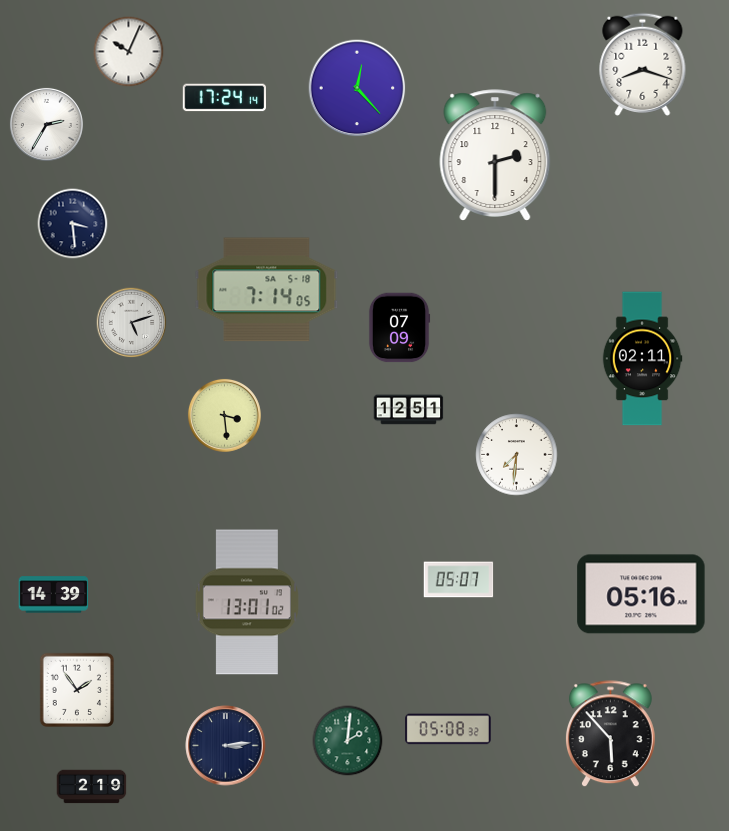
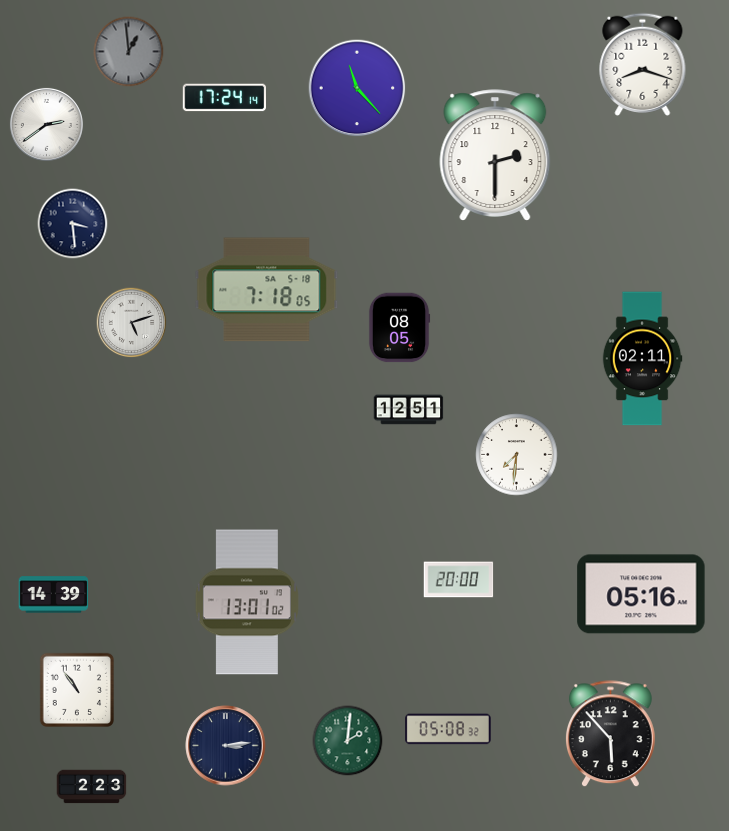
clock at (129, 52): 10:04 -> 12:59
clock at (129, 52) dial: white -> grey
clock at (357, 88): 12:23 -> 11:23
clock at (46, 124): 2:35 -> 2:39
clock at (267, 290): 7:14 -> 7:18
clock at (399, 328): 07:09 -> 08:05
clock at (224, 415): 3:29 -> none
clock at (459, 580): 05:07 -> 20:00
clock at (76, 689): 1:54 -> 10:54
clock at (92, 787): 2:19 -> 2:23
